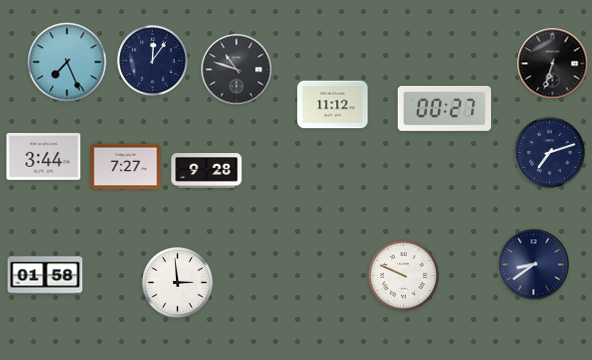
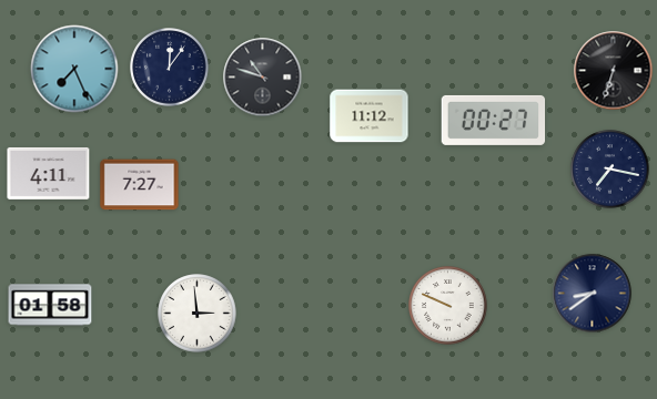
clock at (550, 153): 7:12 -> 7:17
clock at (44, 156): 3:44 -> 4:11
clock at (207, 171): 9:28 -> none
